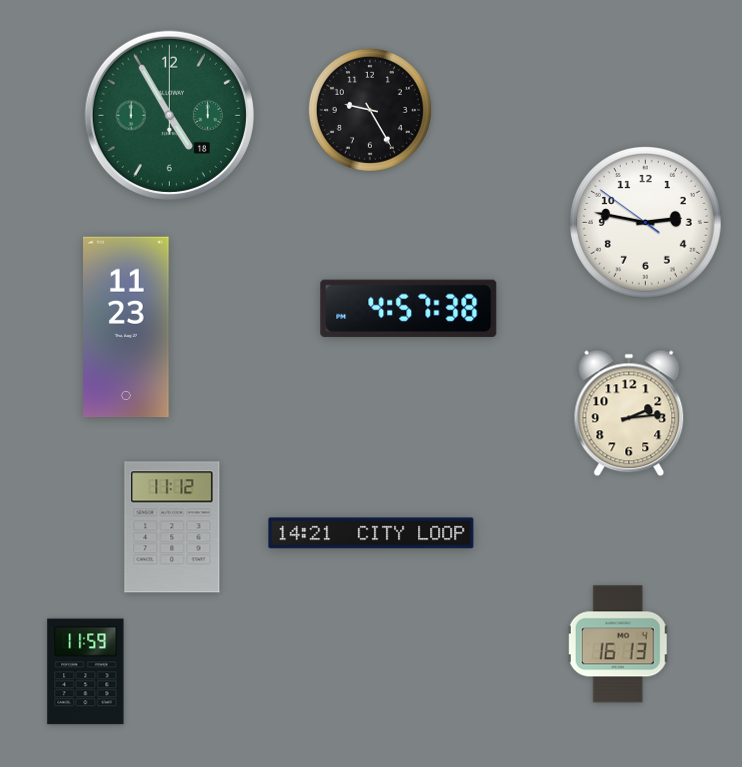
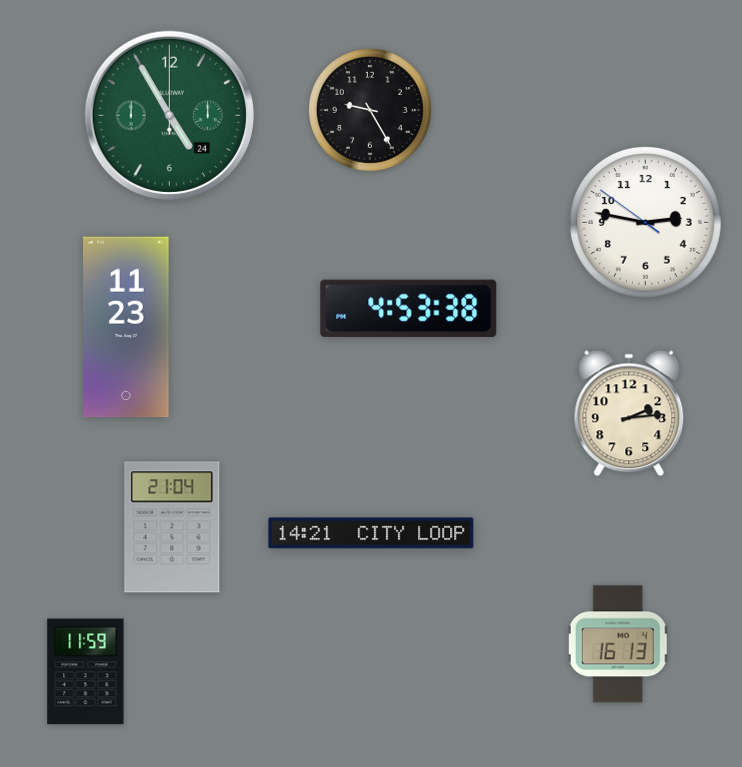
clock at (169, 115) date: 18 -> 24
clock at (409, 308): 4:57 -> 4:53
clock at (172, 527): 11:12 -> 21:04
